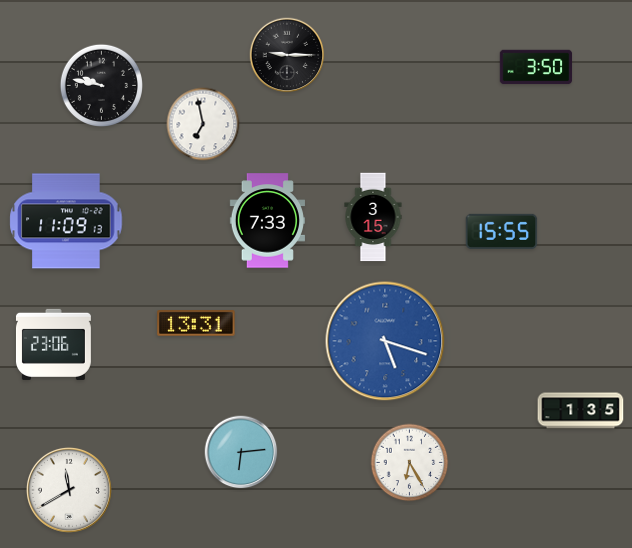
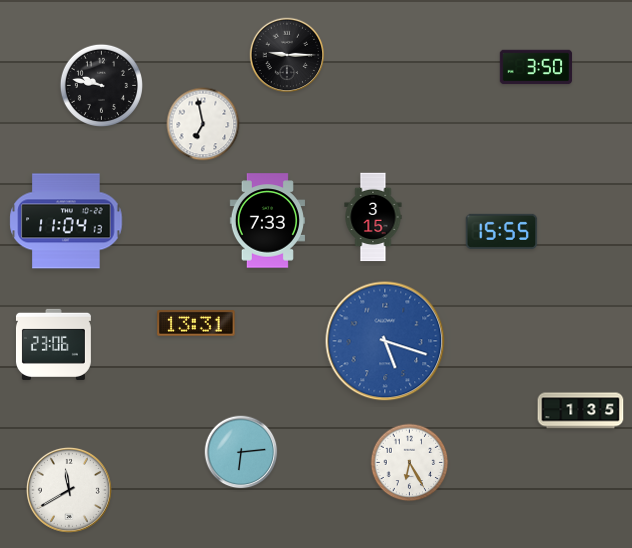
clock at (66, 221): 11:09 -> 11:04
